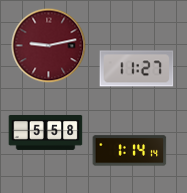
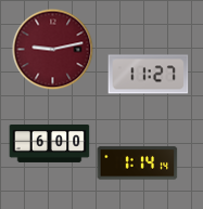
clock at (46, 132): 5:58 -> 6:00
clock at (130, 151) position: (130, 151) -> (138, 164)
